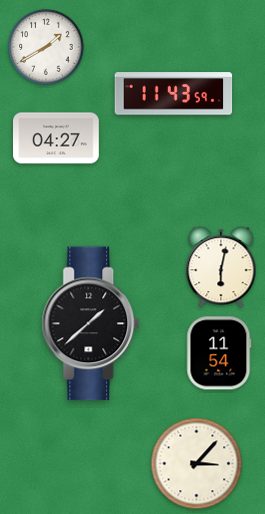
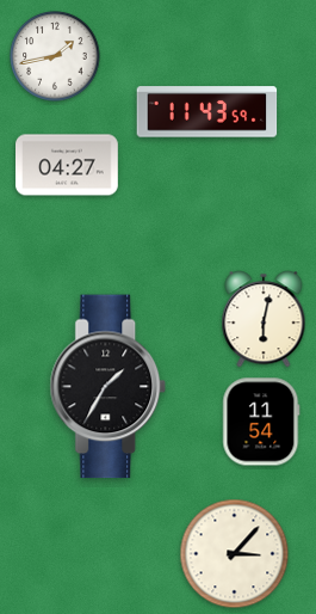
clock at (46, 47): 1:40 -> 1:43
clock at (91, 324): 1:38 -> 1:35
